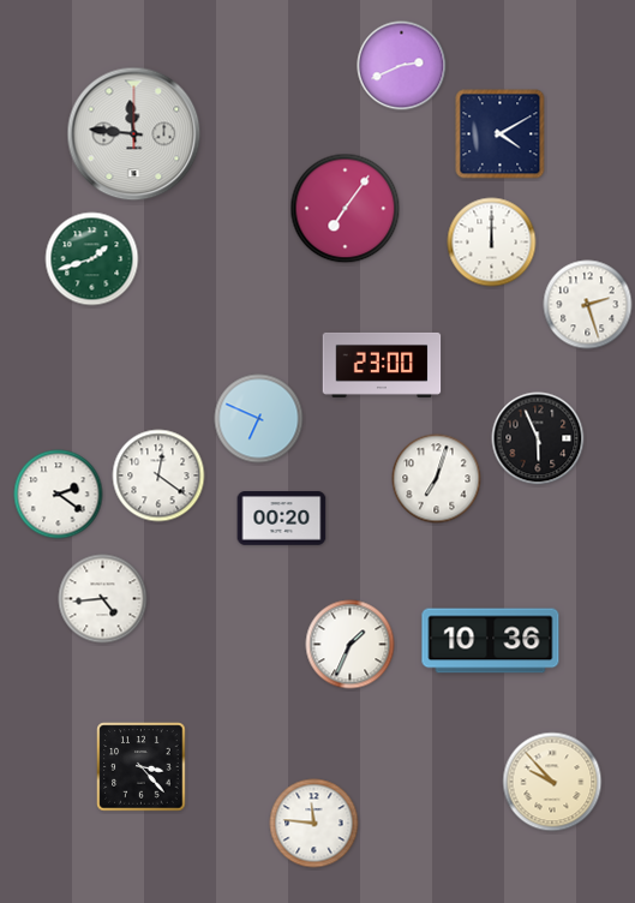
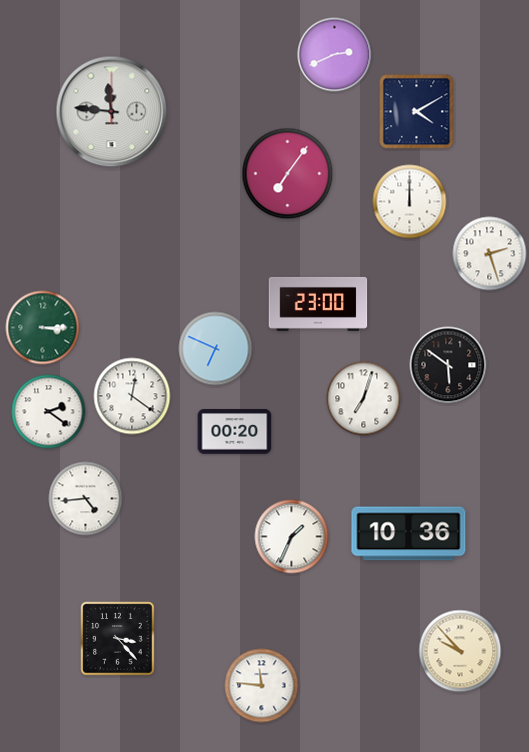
clock at (92, 259): 1:42 -> none
clock at (43, 328): none -> 3:15
clock at (538, 438): 5:56 -> 5:51
